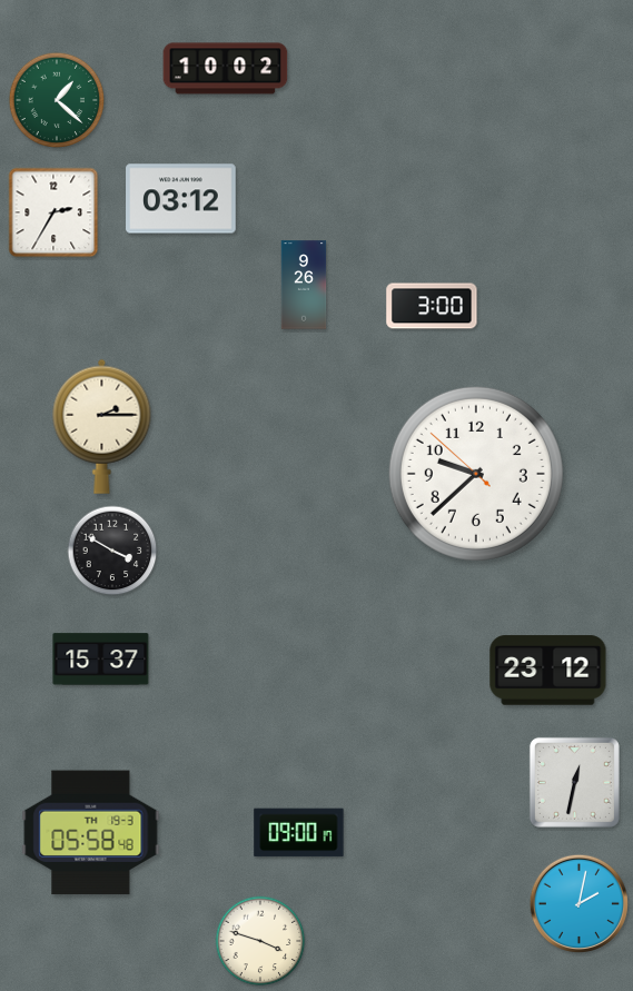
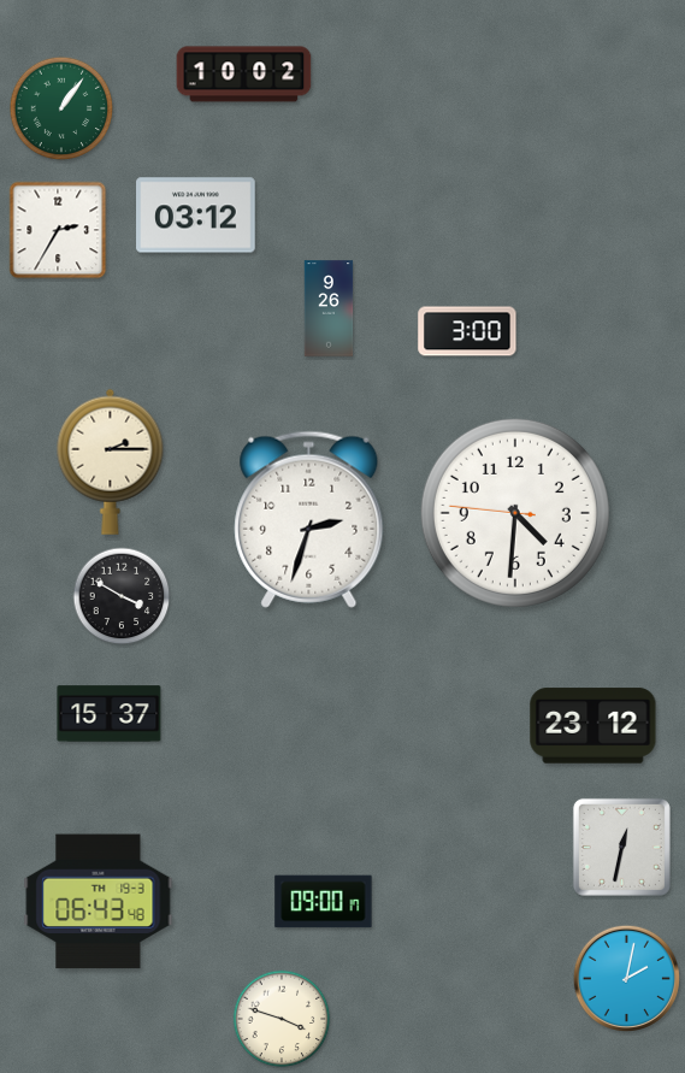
clock at (57, 100): 1:22 -> 1:06
clock at (476, 474): 9:37 -> 4:30
clock at (309, 519): none -> 2:33
clock at (91, 833): 05:58 -> 06:43
